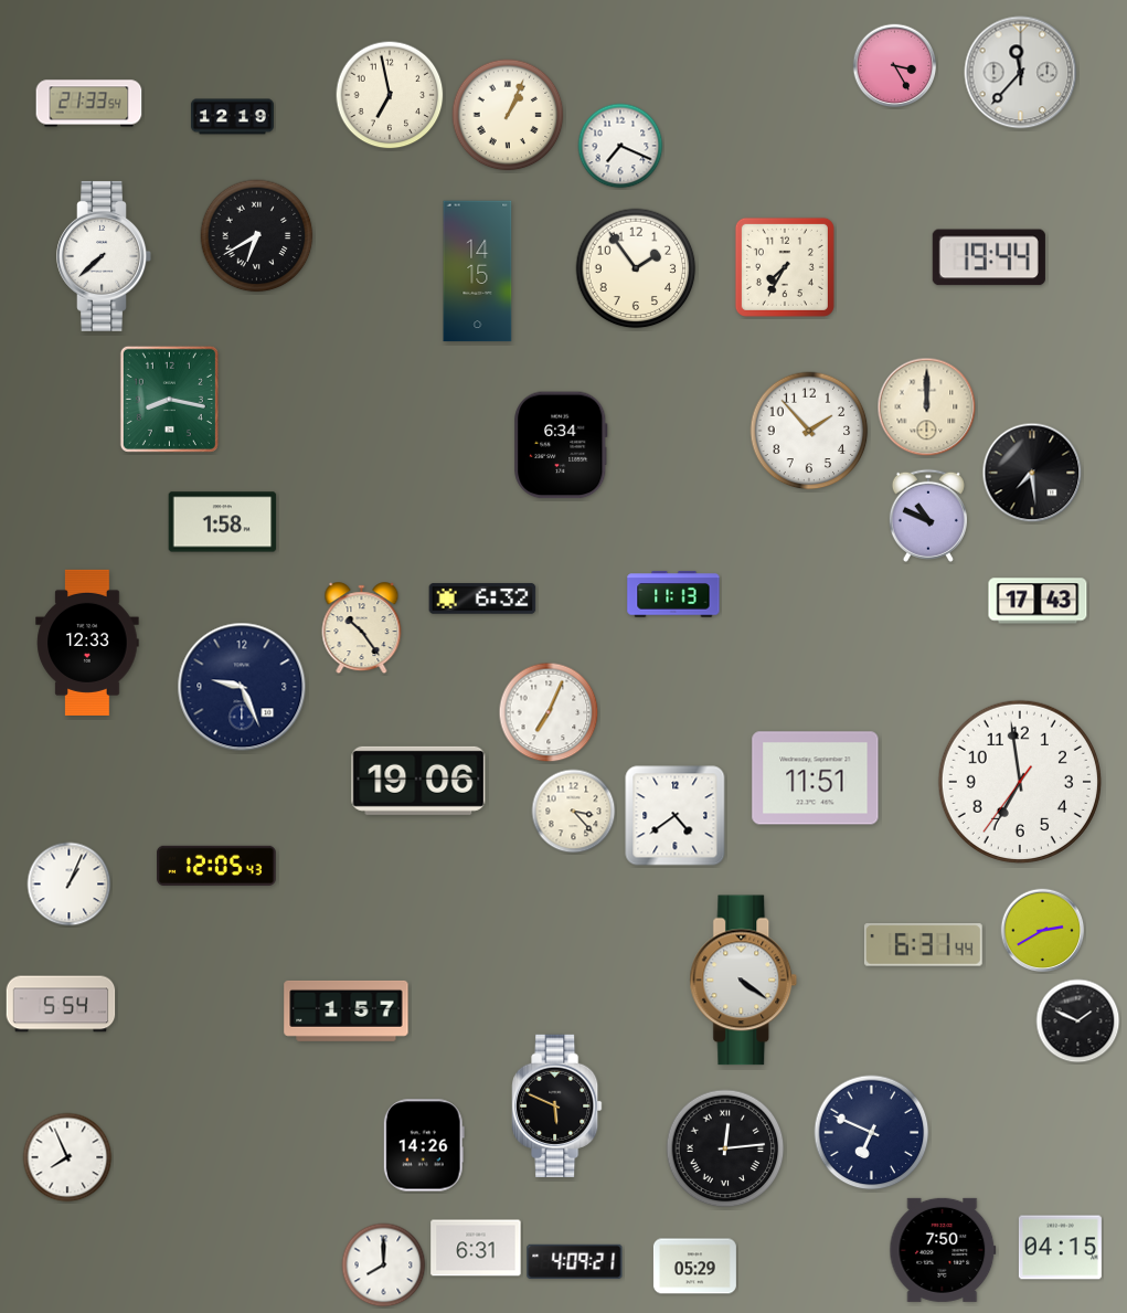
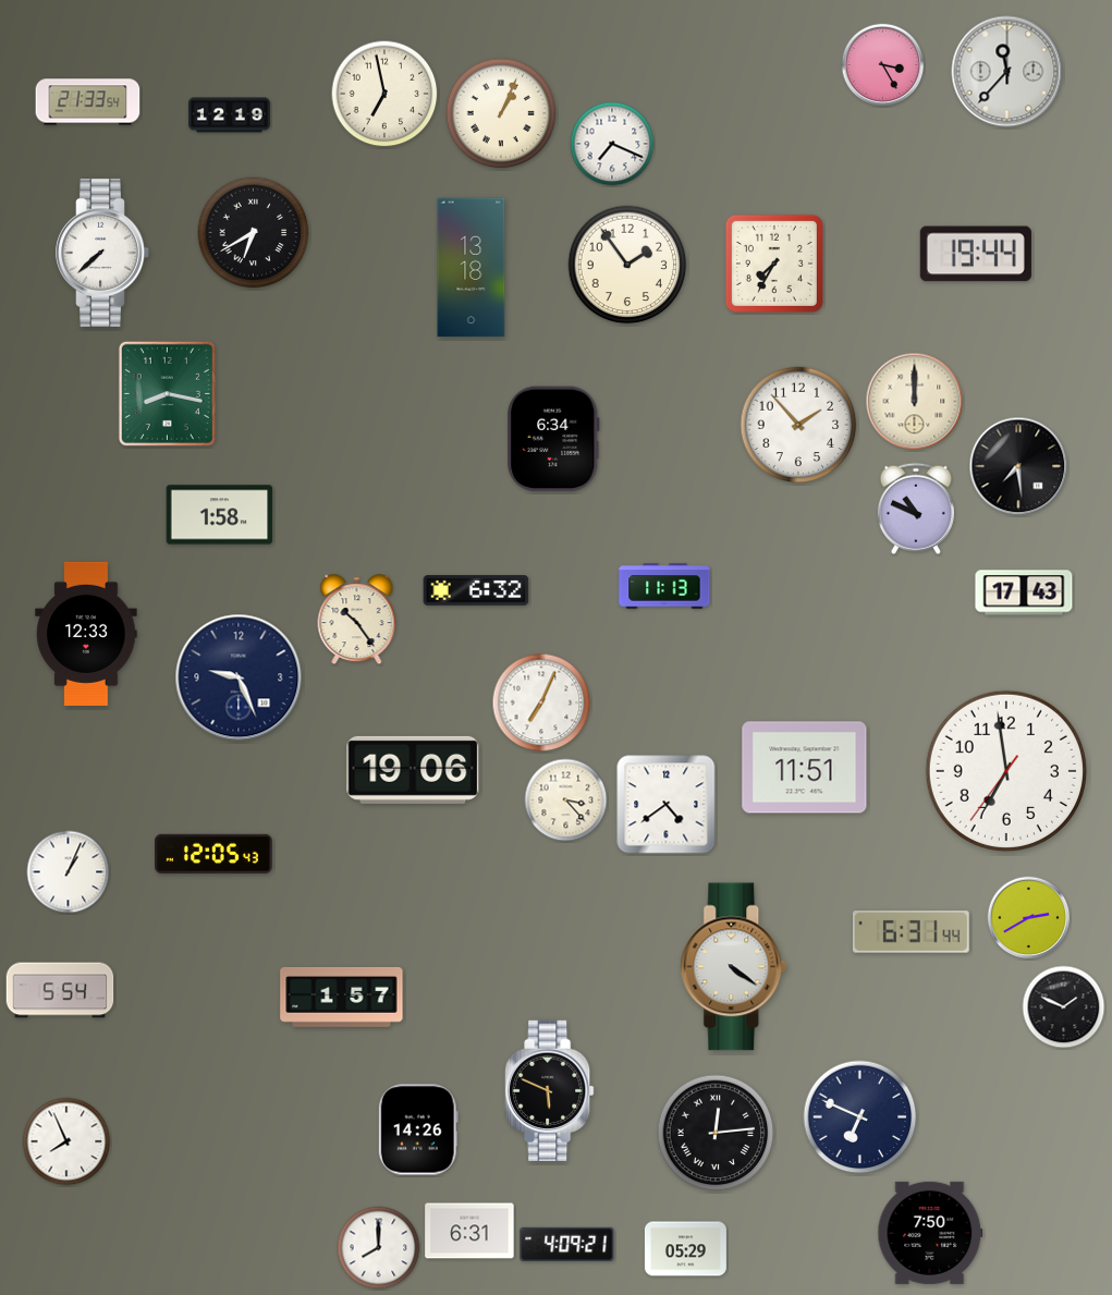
clock at (478, 272): 14:15 -> 13:18
clock at (1060, 1248): 04:15 -> none
